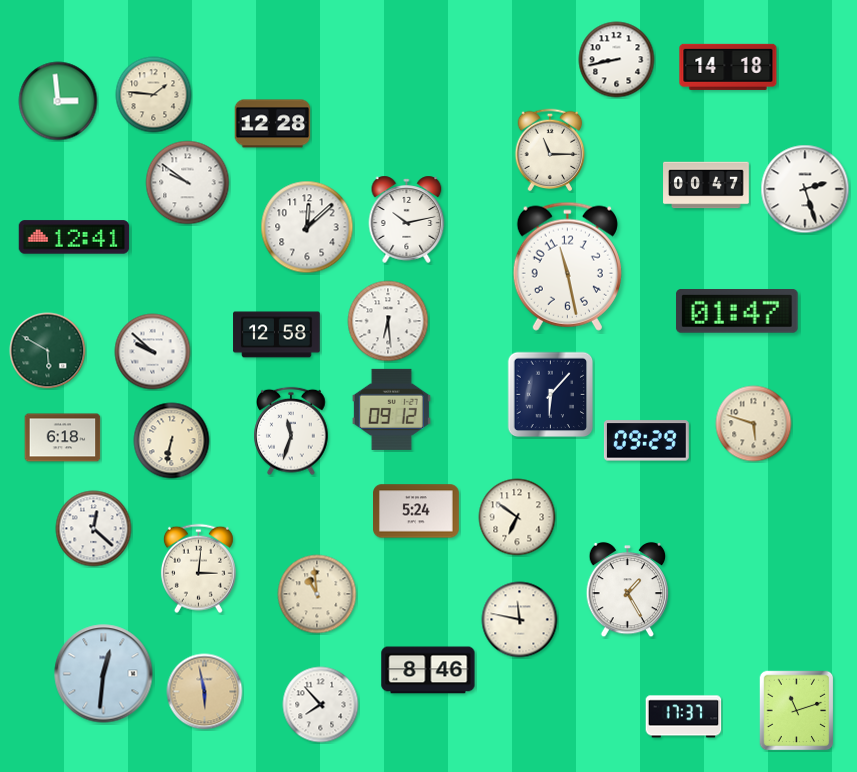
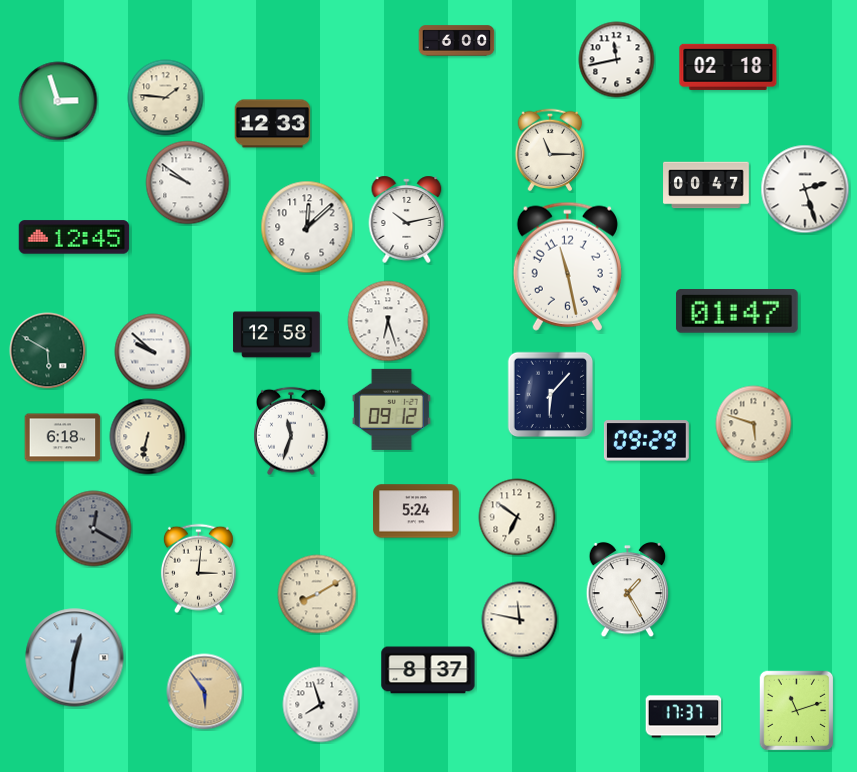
clock at (457, 41): none -> 6:00
clock at (617, 60): 8:43 -> 11:43
clock at (728, 67): 14:18 -> 02:18
clock at (154, 95) position: (154, 95) -> (166, 98)
clock at (58, 101): 2:59 -> 2:57
clock at (273, 124): 12:28 -> 12:33
clock at (74, 237): 12:41 -> 12:45
clock at (388, 321): 6:29 -> 6:27
clock at (172, 441) position: (172, 441) -> (148, 437)
clock at (94, 529): 12:22 -> 12:20
clock at (94, 529) dial: white -> grey
clock at (317, 594): 10:59 -> 8:10
clock at (428, 670): 8:46 -> 8:37
clock at (104, 674) position: (104, 674) -> (75, 658)
clock at (205, 692): 5:58 -> 5:54
clock at (321, 705): 7:53 -> 7:57
